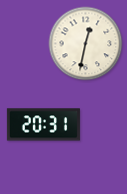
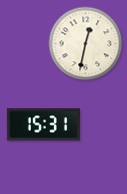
clock at (43, 125): 20:31 -> 15:31
